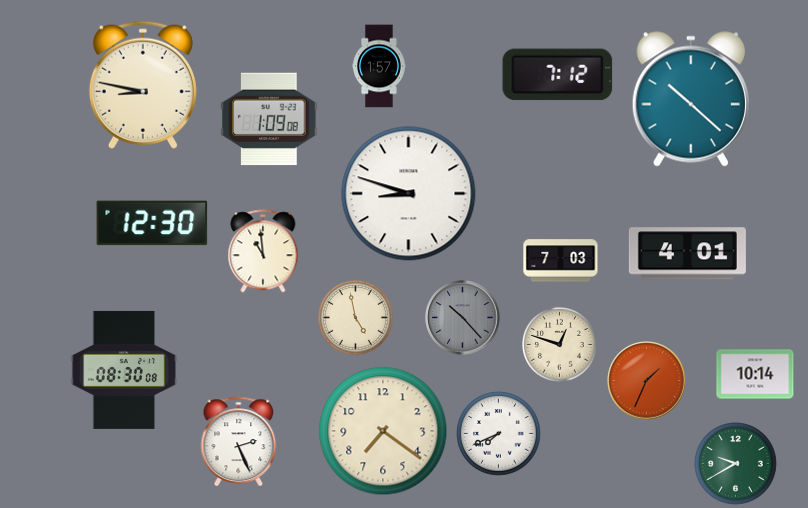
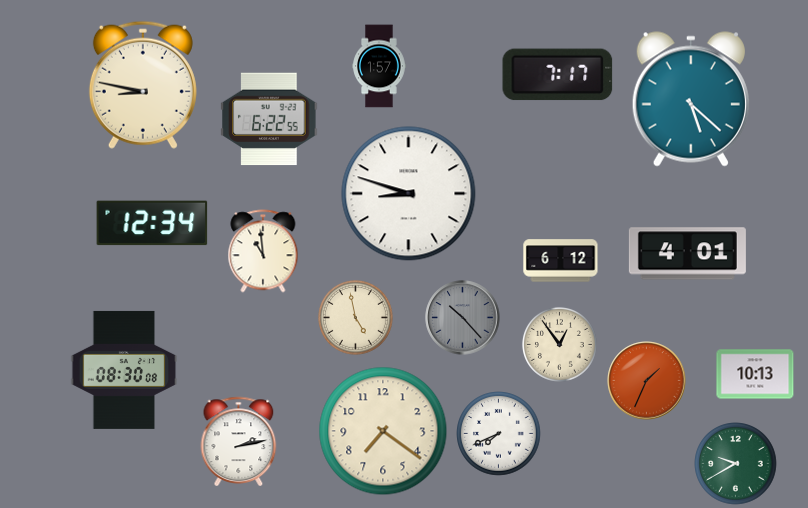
clock at (558, 75): 7:12 -> 7:17
clock at (691, 99): 10:22 -> 5:22
clock at (269, 119): 1:09 -> 6:22
clock at (152, 223): 12:30 -> 12:34
clock at (561, 261): 7:03 -> 6:12
clock at (559, 344): 12:48 -> 12:54
clock at (755, 374): 10:14 -> 10:13
clock at (239, 441): 2:26 -> 2:13
